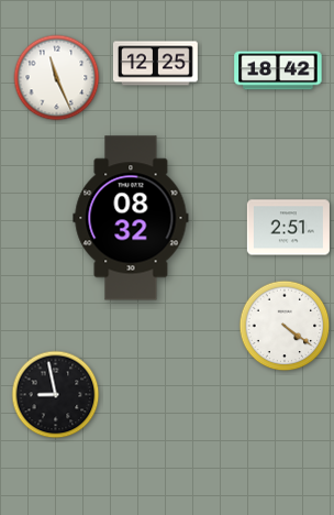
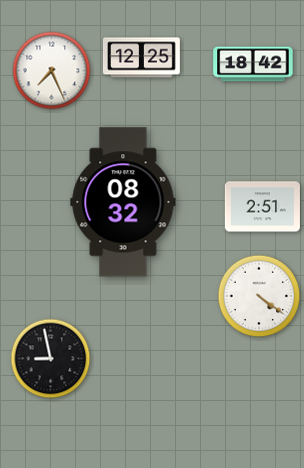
clock at (57, 78): 11:26 -> 7:26
clock at (131, 218) position: (131, 218) -> (123, 202)
